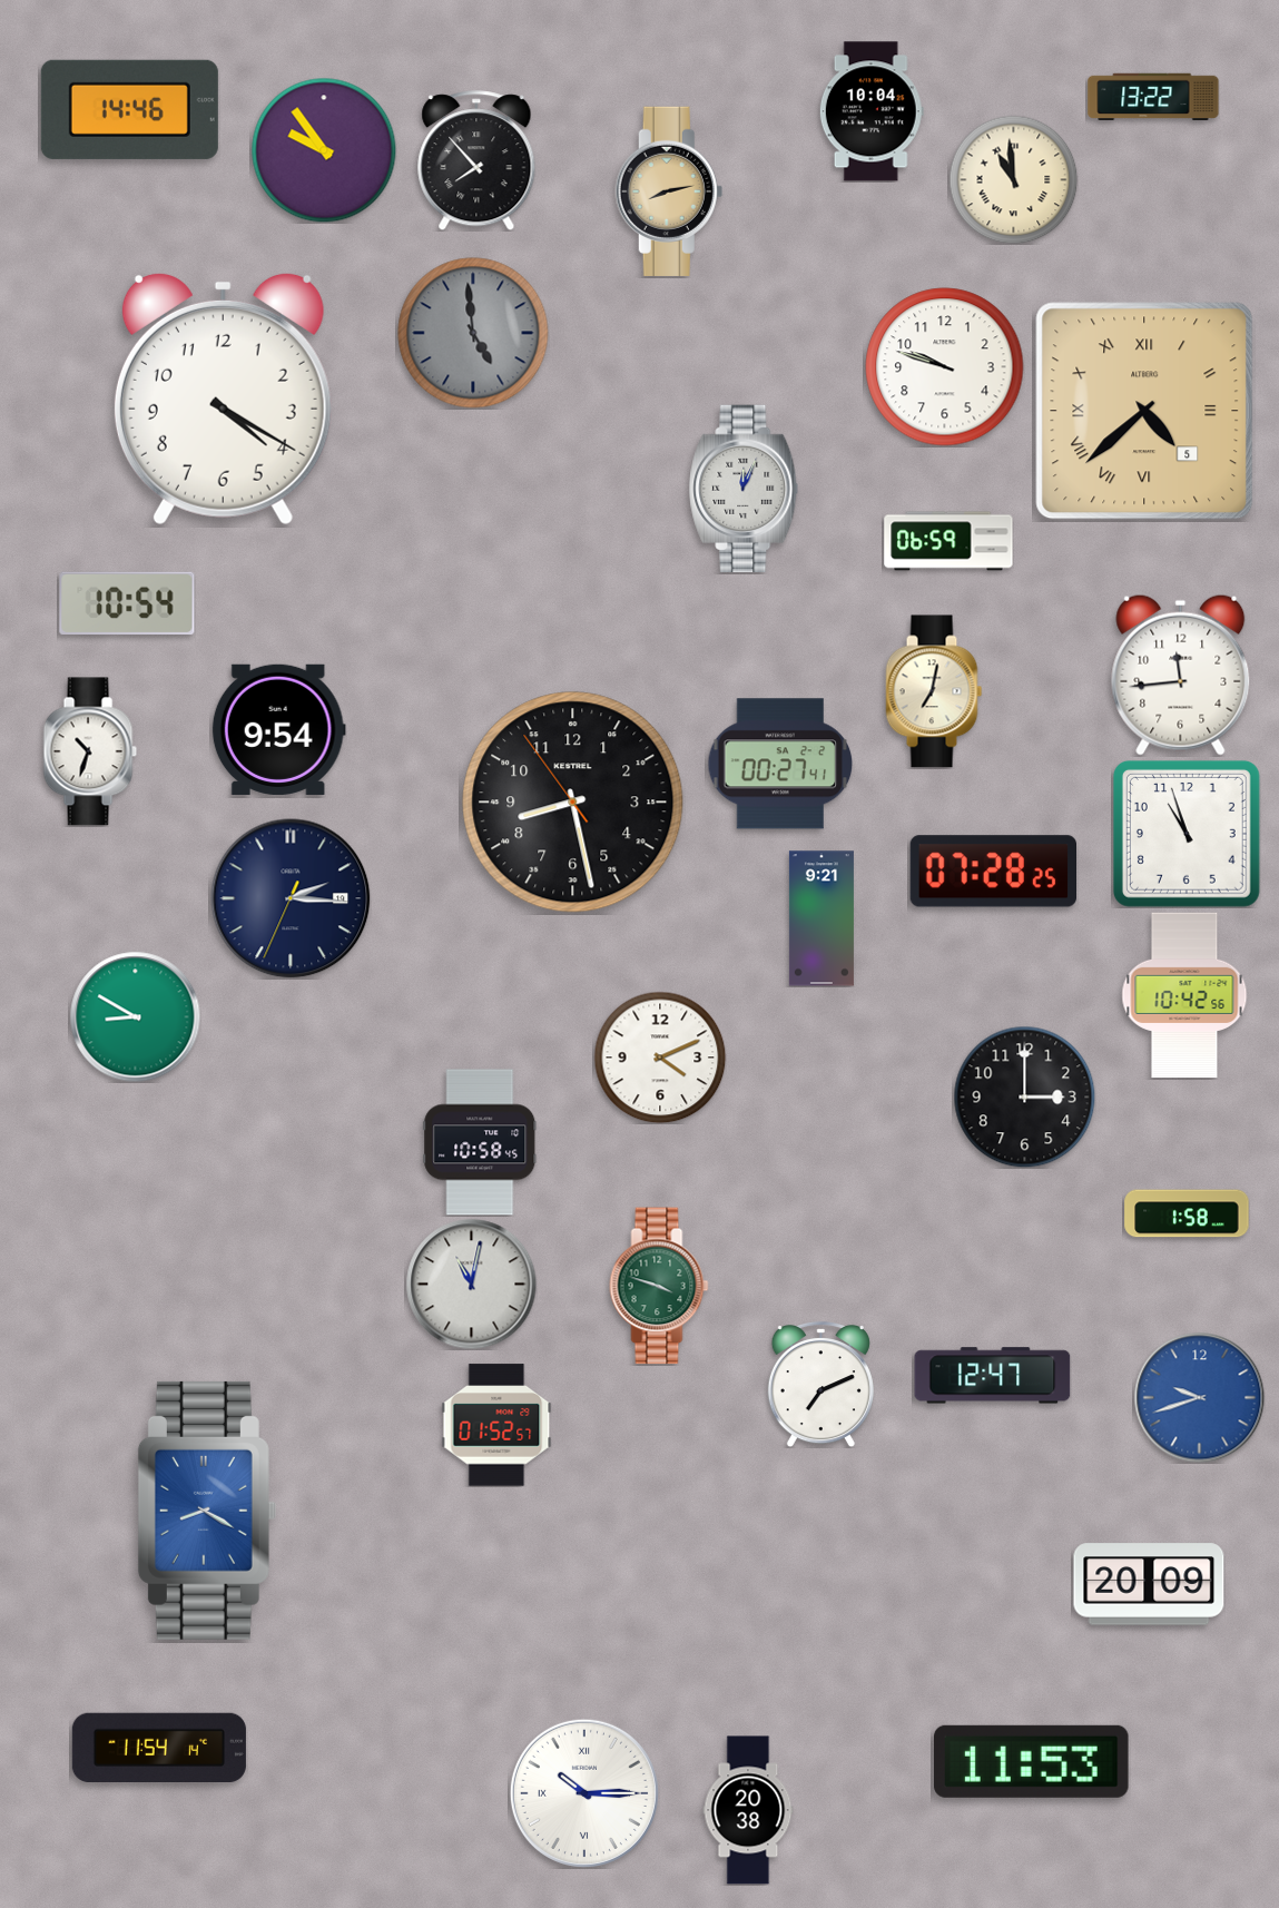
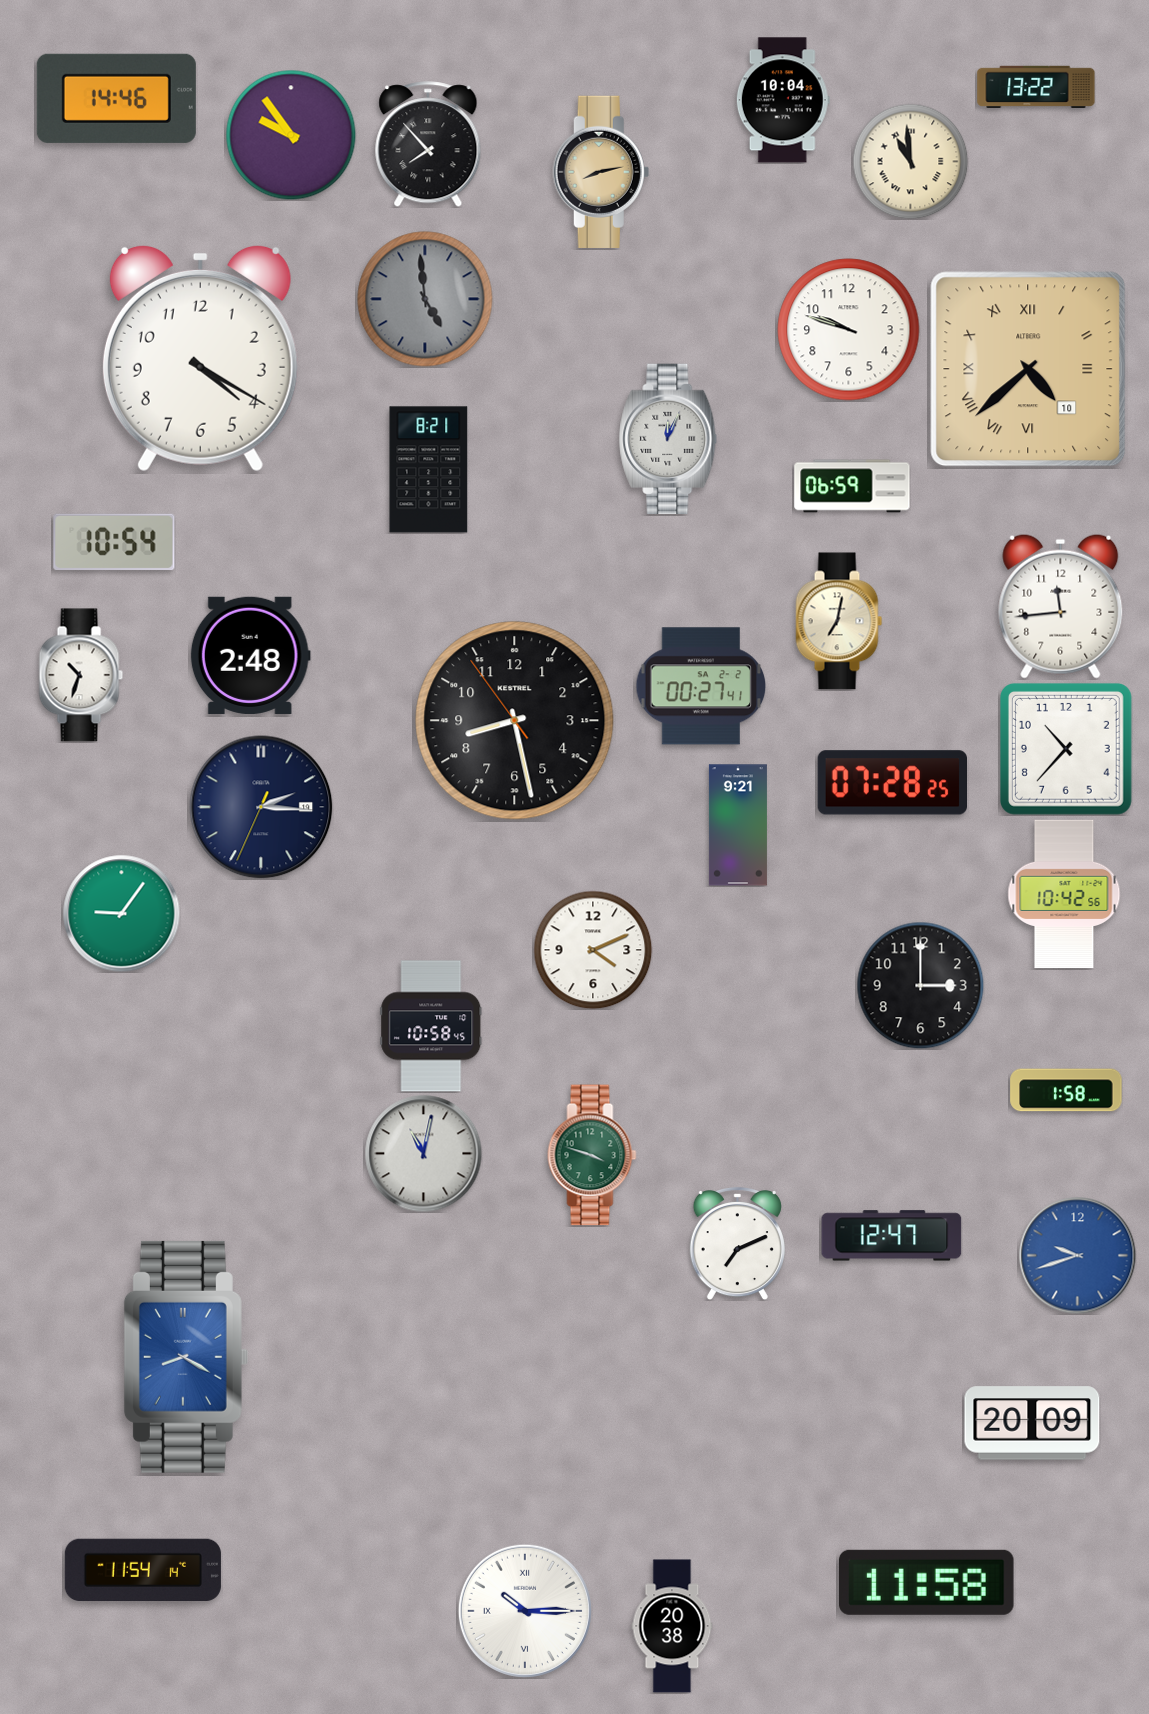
clock at (1144, 411) date: 5 -> 10
clock at (429, 470): none -> 8:21
clock at (278, 729): 9:54 -> 2:48
clock at (1187, 834): 10:57 -> 10:37
clock at (135, 1016): 8:50 -> 9:06
clock at (496, 1425): 01:52 -> none
clock at (1032, 1761): 11:53 -> 11:58
